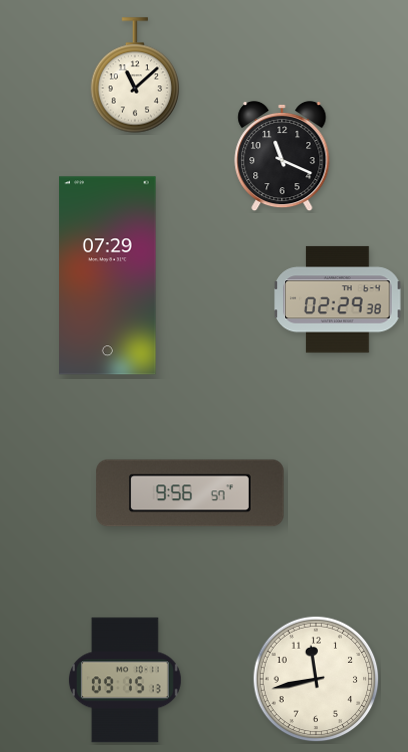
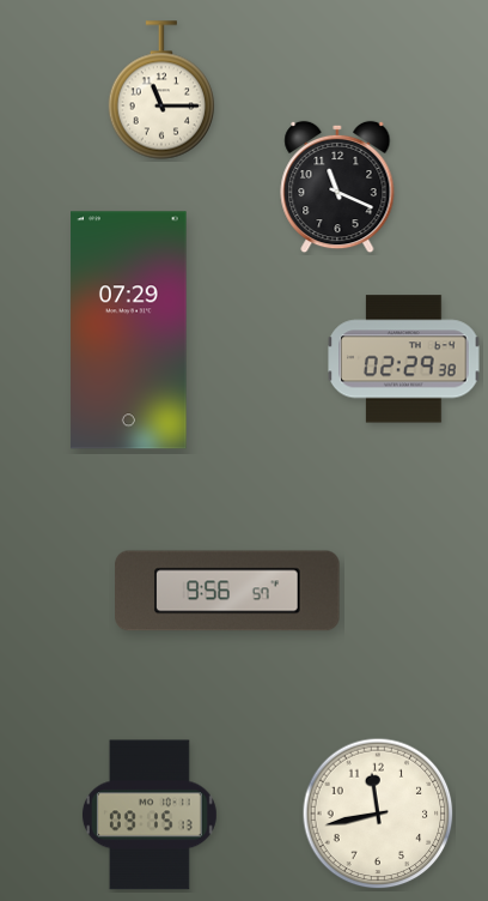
clock at (135, 75): 11:08 -> 11:15
